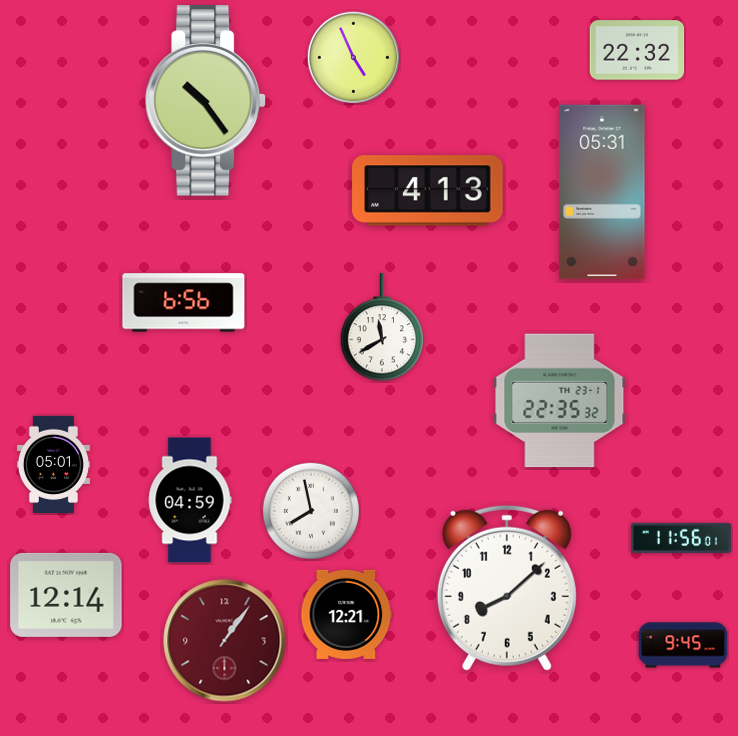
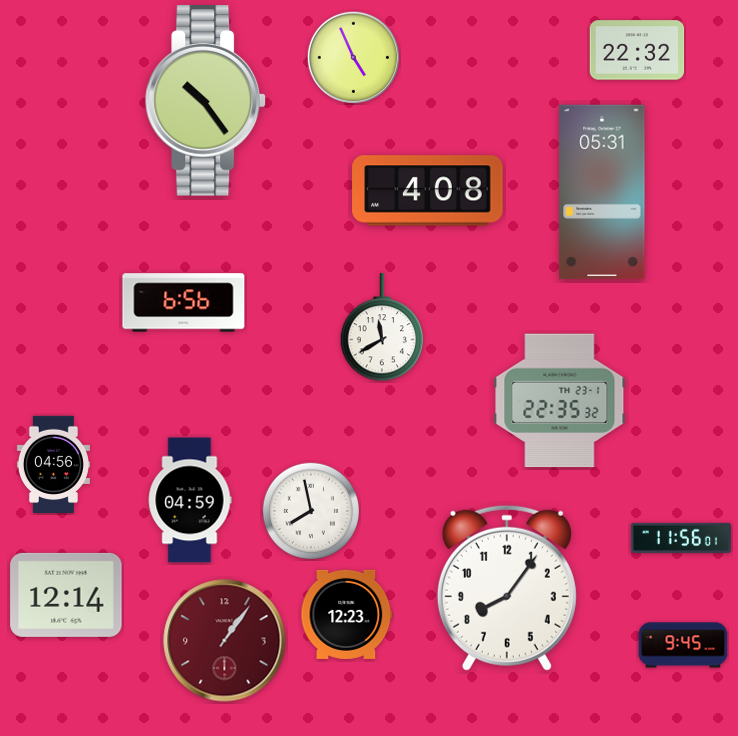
clock at (428, 191): 4:13 -> 4:08
clock at (53, 464): 05:01 -> 04:56
clock at (507, 588): 8:08 -> 8:06
clock at (347, 614): 12:21 -> 12:23
